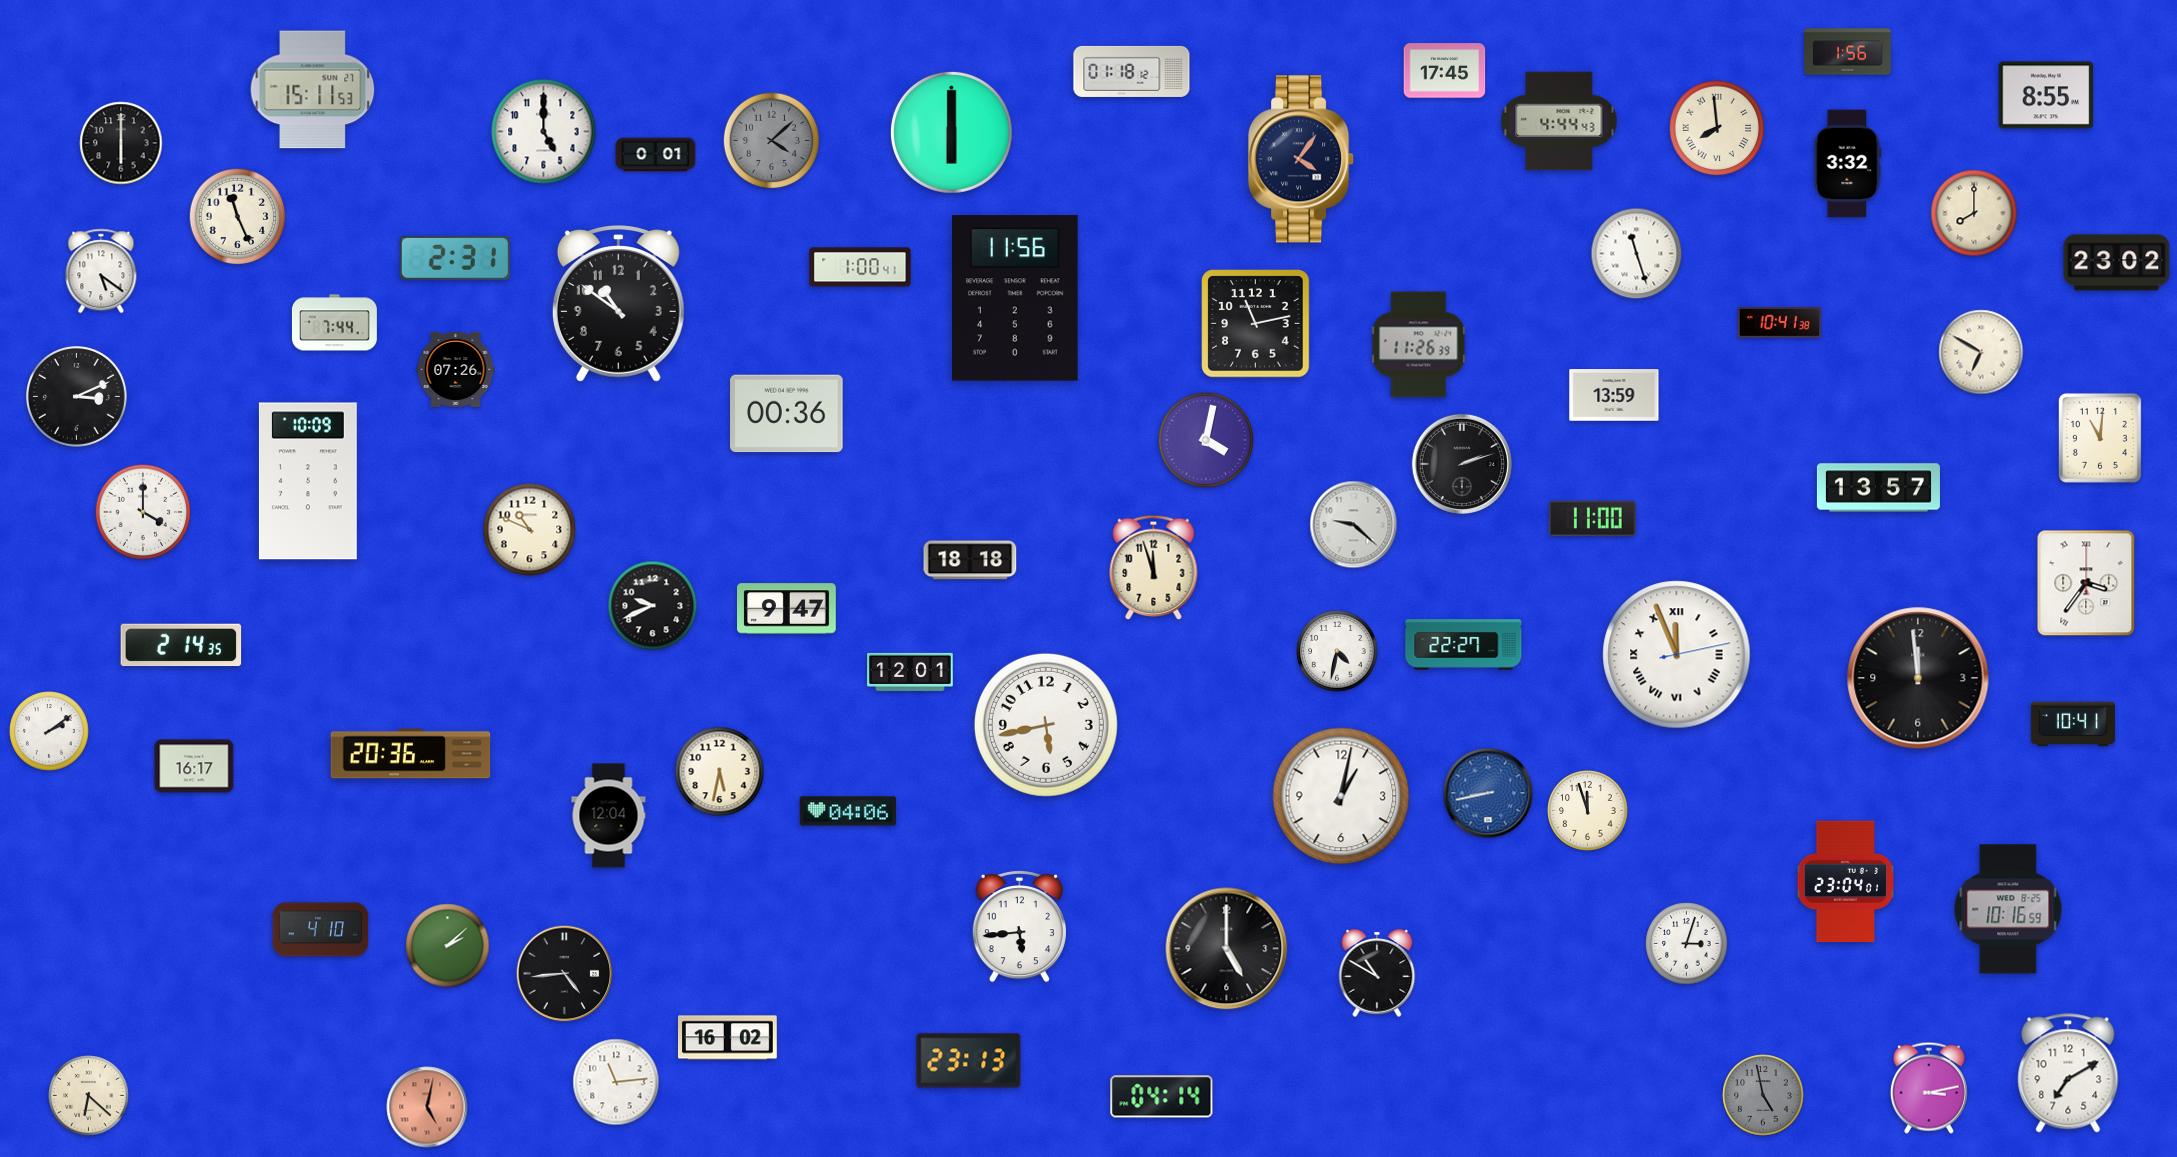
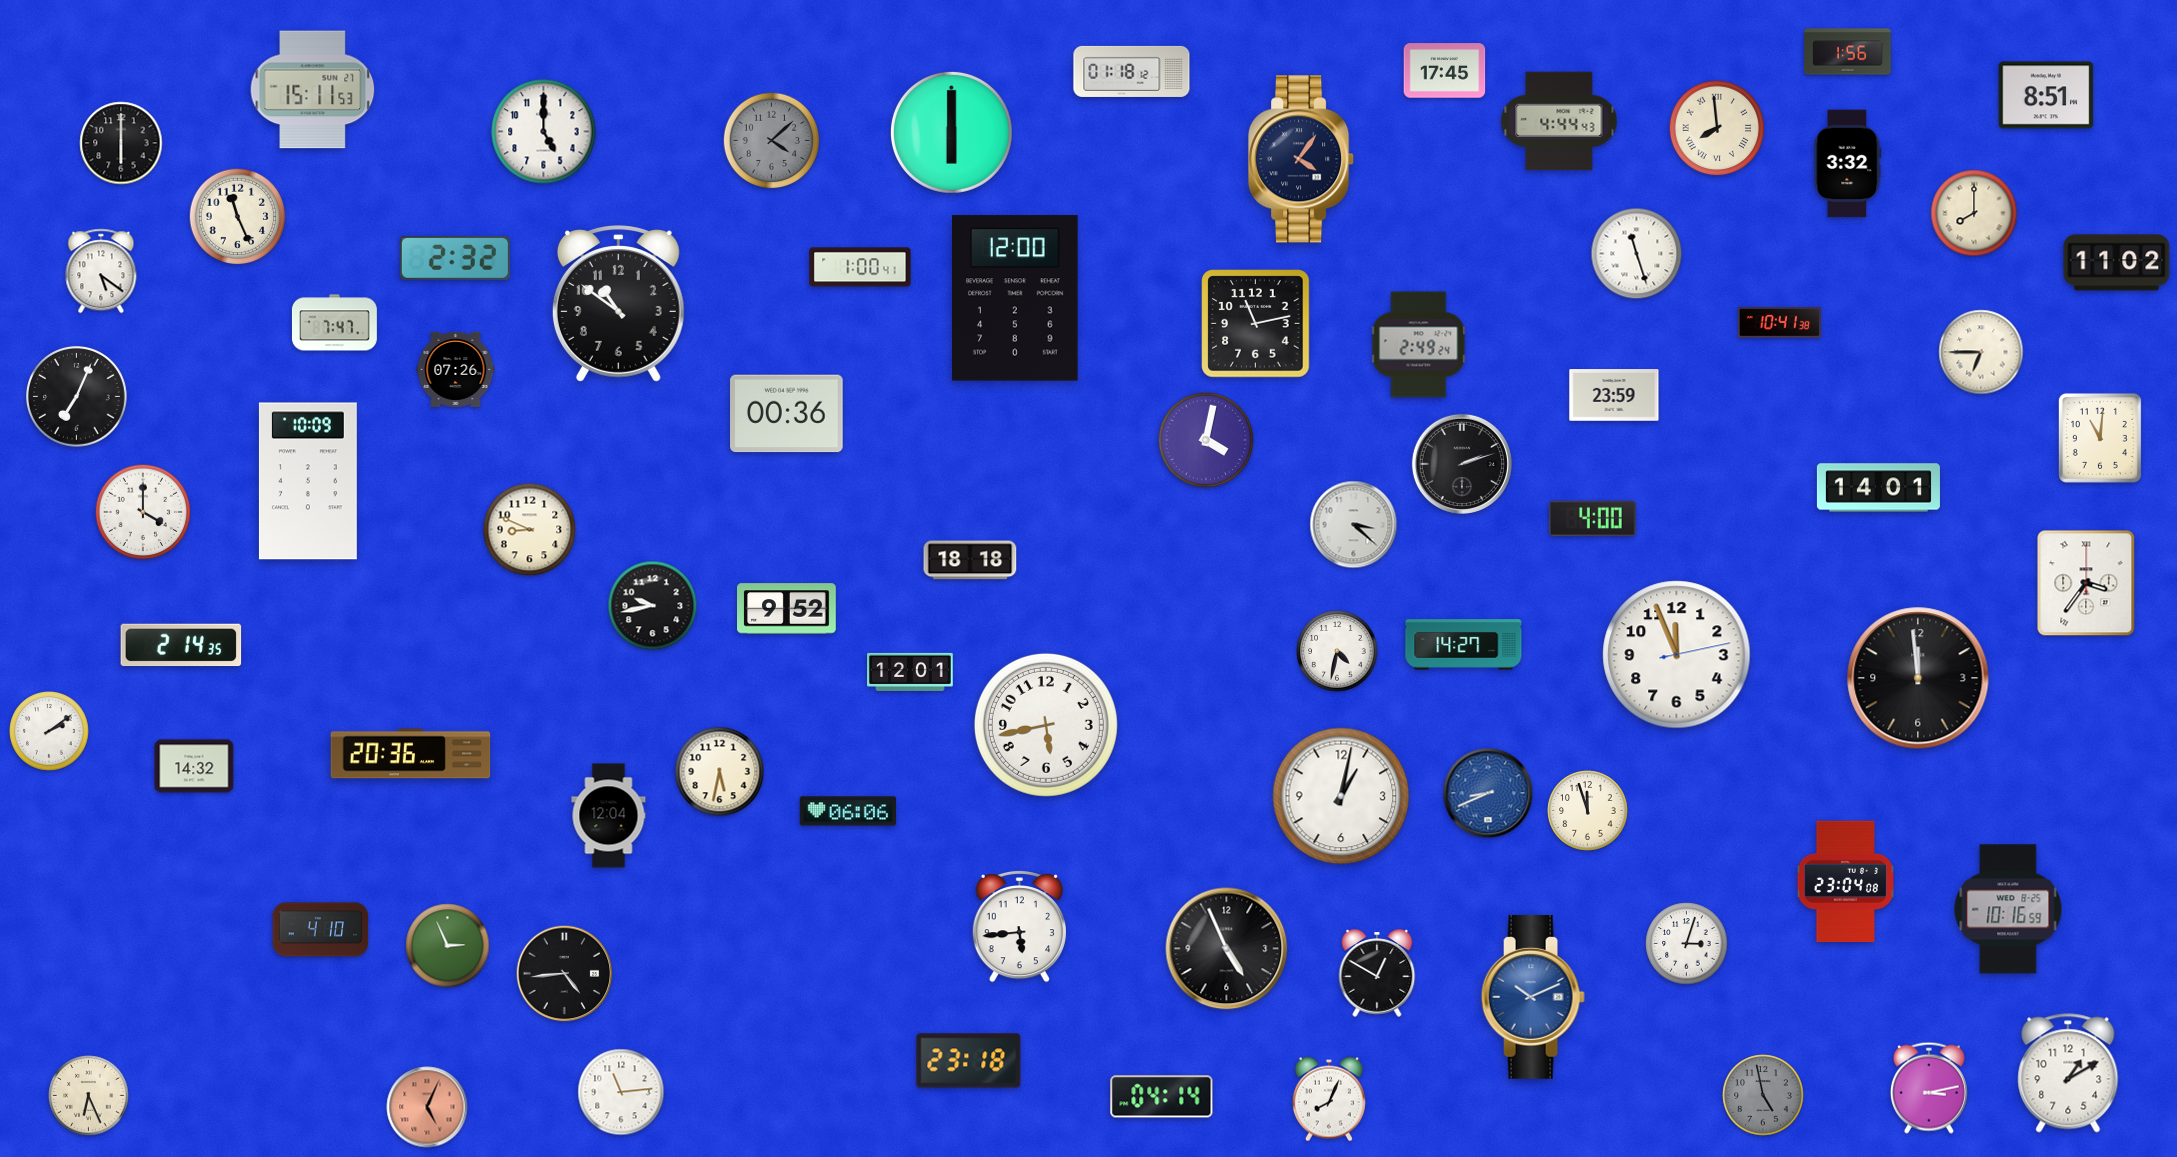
clock at (2046, 95): 8:55 -> 8:51
clock at (656, 155): 0:01 -> none
clock at (455, 258): 2:31 -> 2:32
clock at (2117, 263): 23:02 -> 11:02
clock at (1015, 298): 11:56 -> 12:00
clock at (334, 323): 7:44 -> 7:47
clock at (1419, 345): 11:26 -> 2:49
clock at (1981, 352): 6:50 -> 6:45
clock at (1614, 395): 13:59 -> 23:59
clock at (77, 397): 3:11 -> 7:04
clock at (1878, 488): 13:57 -> 14:01
clock at (1593, 519): 11:00 -> 4:00
clock at (1354, 525): 9:22 -> 3:22
clock at (530, 530): 10:49 -> 8:49
clock at (1154, 567): 11:57 -> none
clock at (653, 606): 9:41 -> 9:43
clock at (787, 609): 9:47 -> 9:52
clock at (1464, 645): 22:27 -> 14:27
clock at (1677, 655) numerals: Roman -> Arabic
clock at (2073, 724): 10:41 -> none
clock at (194, 766): 16:17 -> 14:32
clock at (1488, 793): 8:43 -> 8:41
clock at (847, 811): 04:06 -> 06:06
clock at (1845, 882): 23:04:01 -> 23:04:08
clock at (448, 946): 2:08 -> 2:56
clock at (1227, 949): 5:00 -> 4:56
clock at (1377, 973): 10:50 -> 12:50
clock at (1533, 997): none -> 10:11
clock at (728, 1038): 16:02 -> none
clock at (969, 1061): 23:13 -> 23:18
clock at (2068, 1073): 7:10 -> 1:10
clock at (616, 1082) position: (616, 1082) -> (621, 1092)
clock at (89, 1096): 6:22 -> 6:26
clock at (1329, 1099): none -> 8:04
clock at (427, 1107): 5:02 -> 5:04
